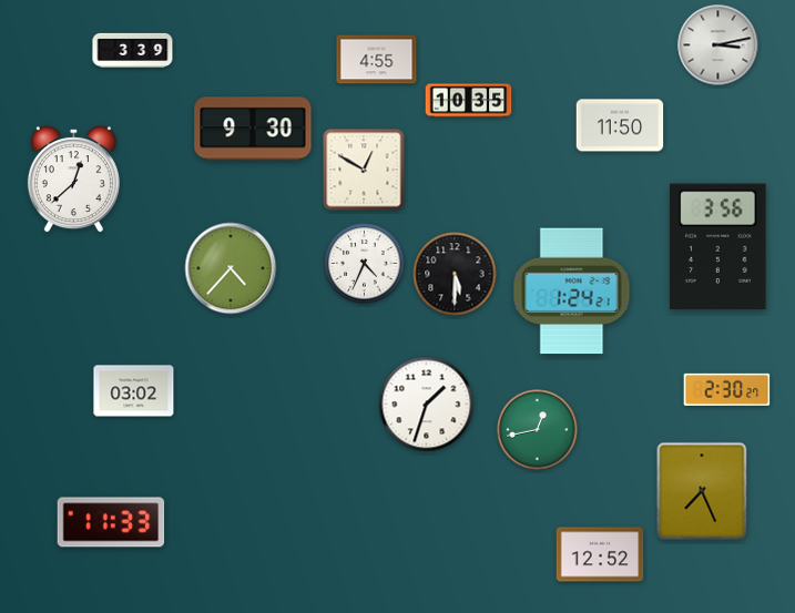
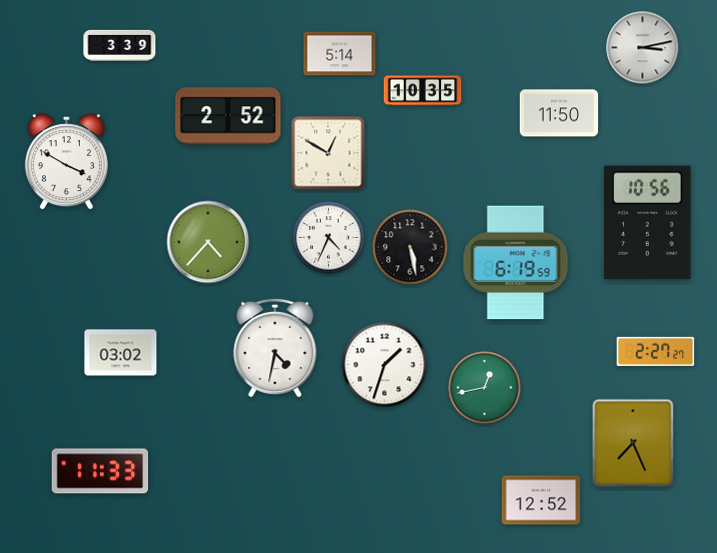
clock at (718, 45) position: (718, 45) -> (643, 48)
clock at (377, 60): 4:55 -> 5:14
clock at (253, 129): 9:30 -> 2:52
clock at (73, 180): 12:38 -> 3:50
clock at (718, 247): 3:56 -> 10:56
clock at (455, 274): 5:30 -> 5:28
clock at (572, 292): 1:24 -> 6:19
clock at (275, 348): none -> 4:32
clock at (727, 389): 2:30 -> 2:27
